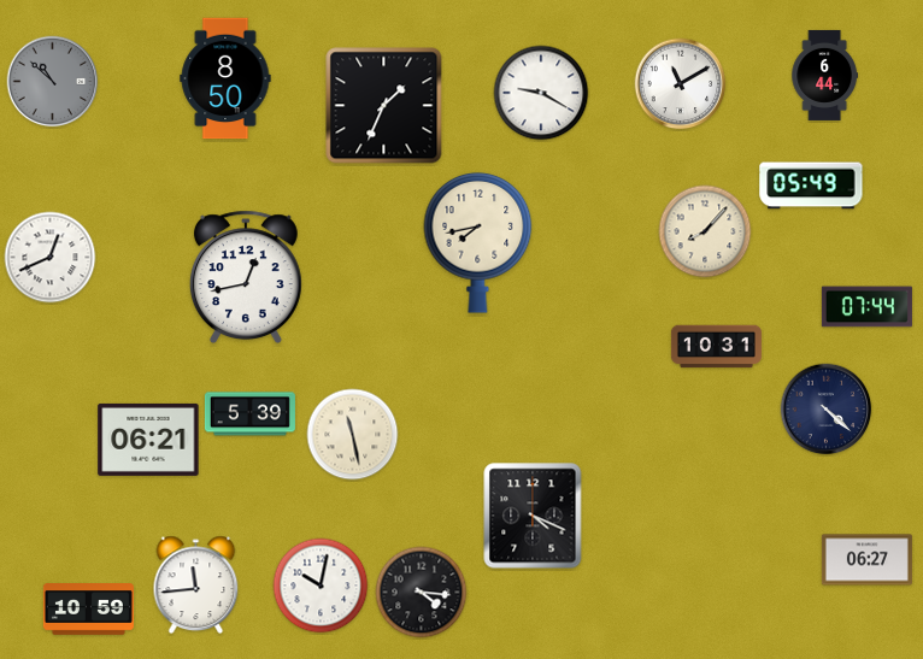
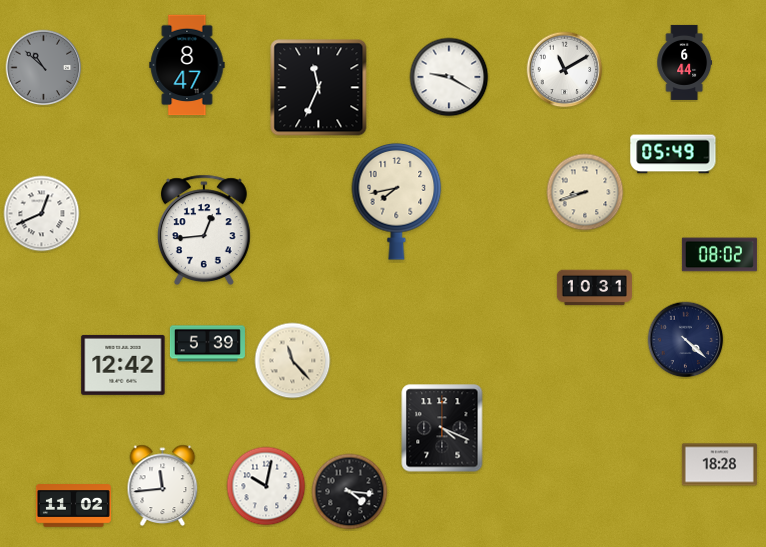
clock at (225, 78): 8:50 -> 8:47
clock at (384, 106): 1:34 -> 11:34
clock at (705, 231): 8:07 -> 8:42
clock at (246, 277): 12:43 -> 12:44
clock at (866, 307): 07:44 -> 08:02
clock at (353, 435): 11:28 -> 11:23
clock at (148, 440): 06:21 -> 12:42
clock at (866, 560): 06:27 -> 18:28
clock at (88, 610): 10:59 -> 11:02
